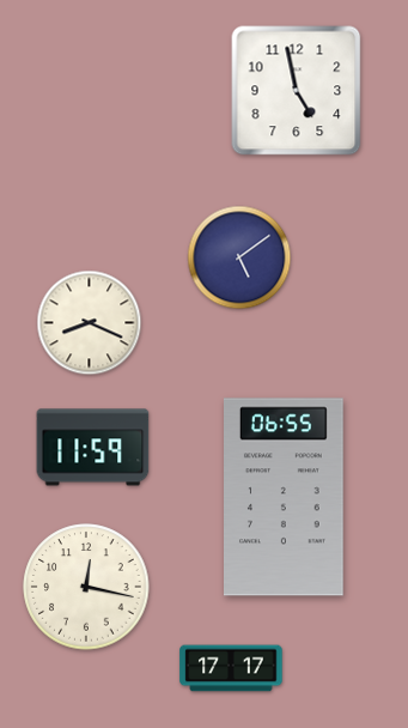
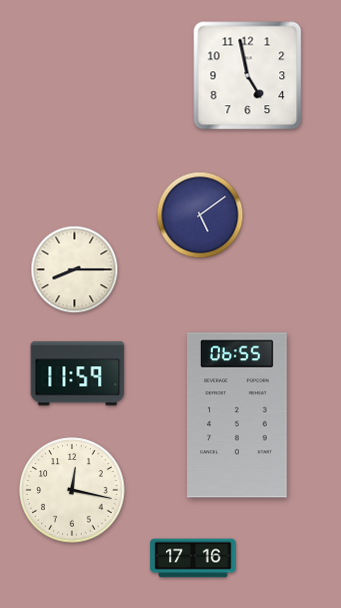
clock at (90, 323): 8:19 -> 8:15
clock at (231, 668): 17:17 -> 17:16
